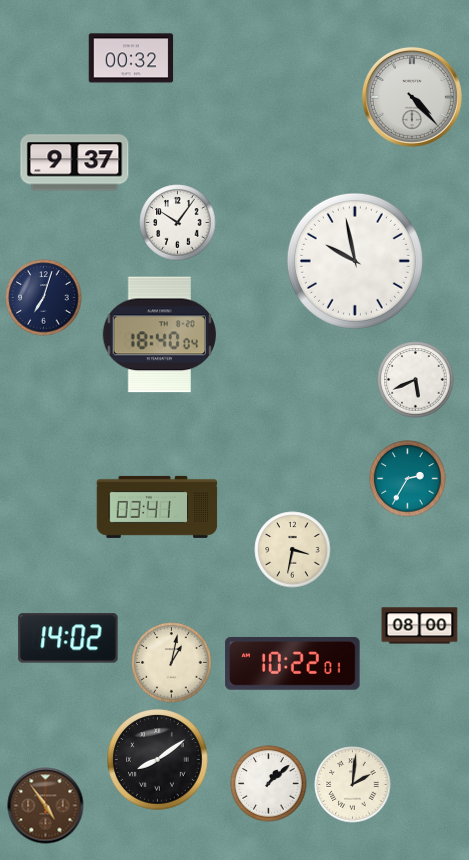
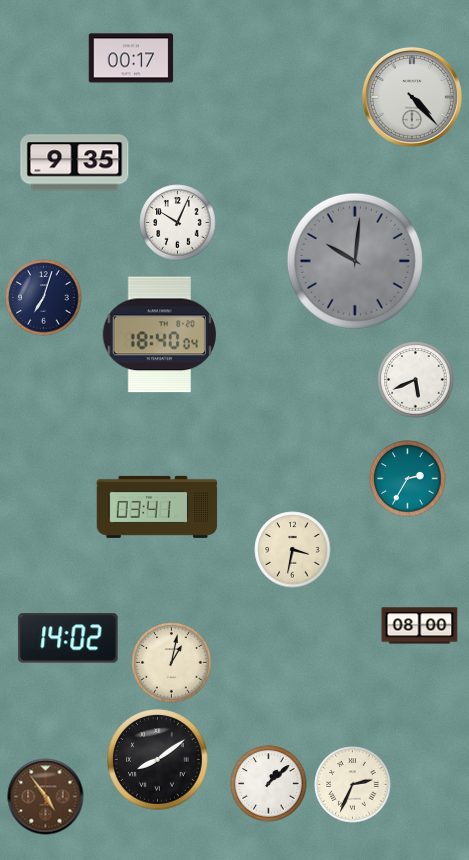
clock at (131, 58): 00:32 -> 00:17
clock at (75, 163): 9:37 -> 9:35
clock at (178, 223): 10:06 -> 10:04
clock at (355, 261): 9:58 -> 10:01
clock at (355, 261) dial: white -> grey
clock at (293, 663): 10:22 -> none
clock at (353, 785): 2:01 -> 2:34
clock at (46, 806) position: (46, 806) -> (46, 797)
